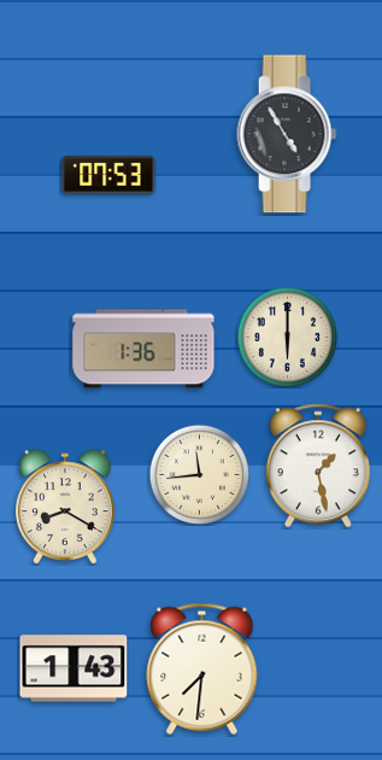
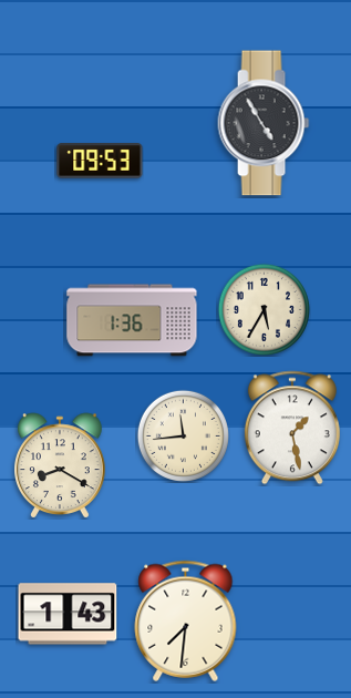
clock at (108, 175): 07:53 -> 09:53
clock at (287, 337): 6:00 -> 5:35
clock at (202, 668) position: (202, 668) -> (186, 620)
